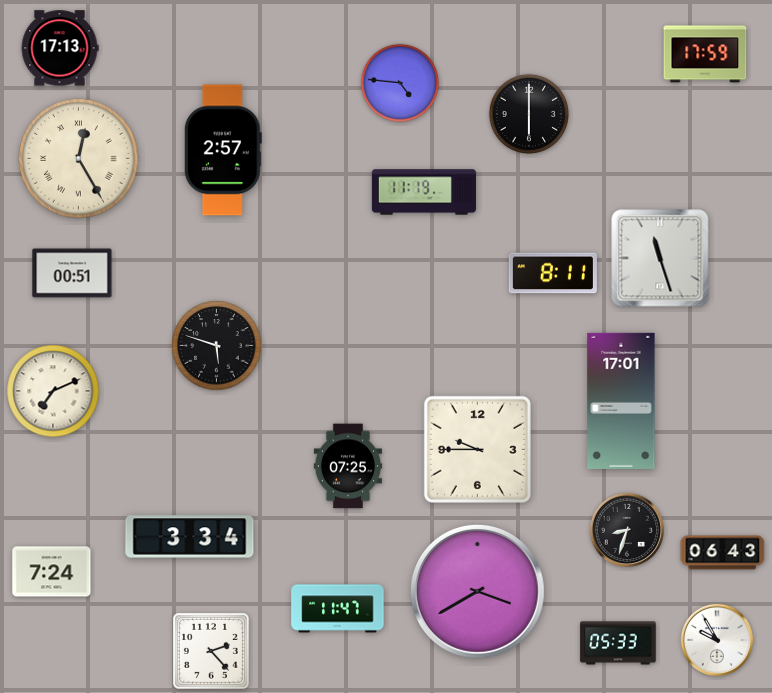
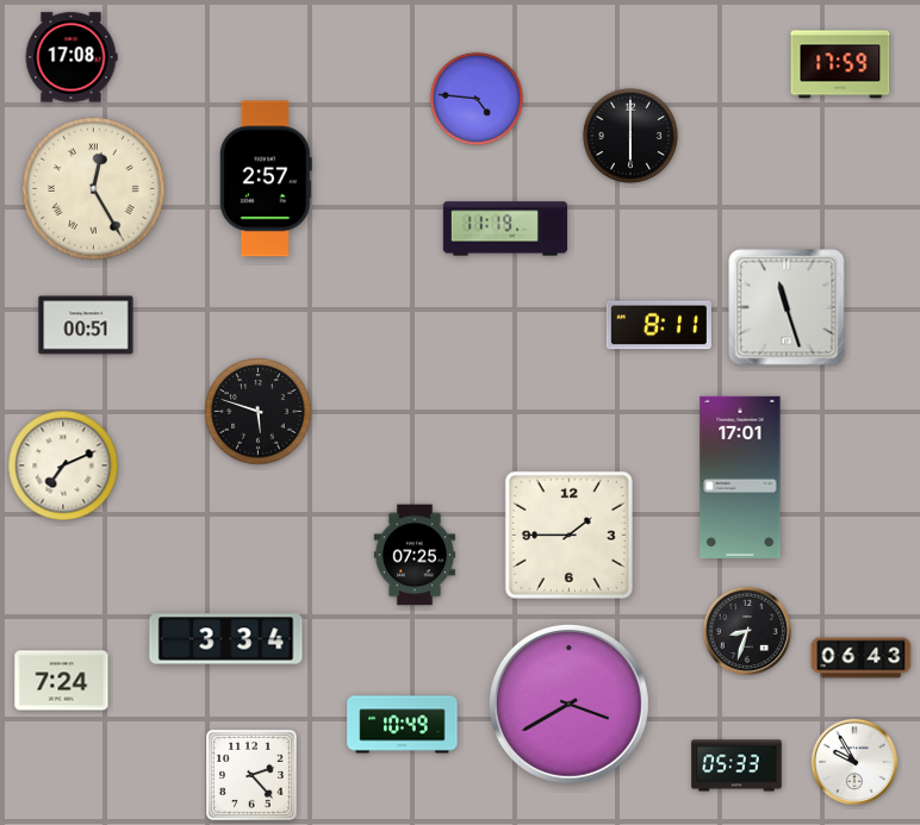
clock at (60, 48): 17:13 -> 17:08
clock at (477, 449): 9:45 -> 1:45
clock at (338, 609): 11:47 -> 10:49
